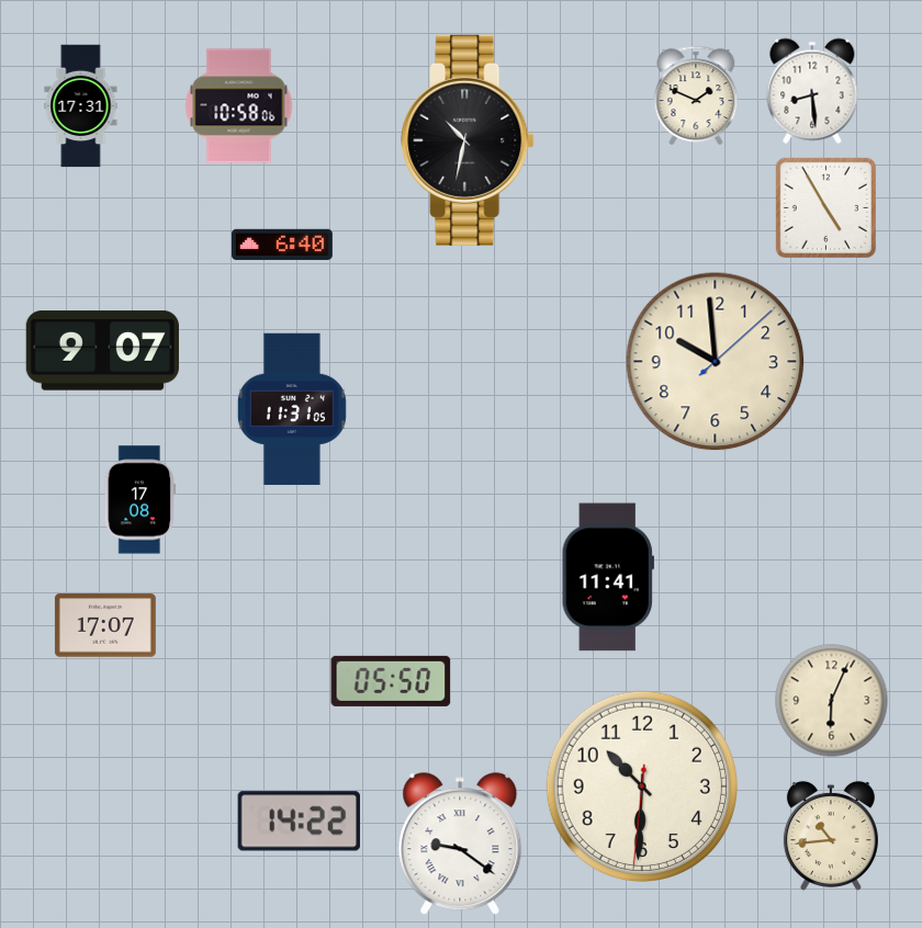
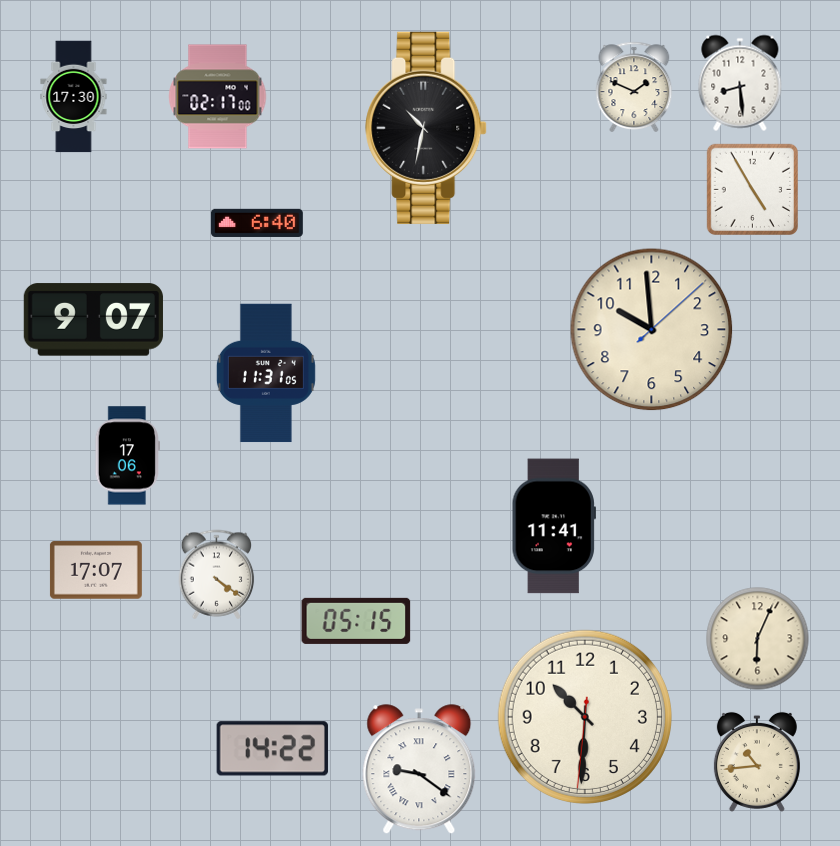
clock at (81, 106): 17:31 -> 17:30
clock at (239, 106): 10:58 -> 02:17
clock at (139, 500): 17:08 -> 17:06
clock at (217, 575): none -> 4:21
clock at (391, 681): 05:50 -> 05:15
